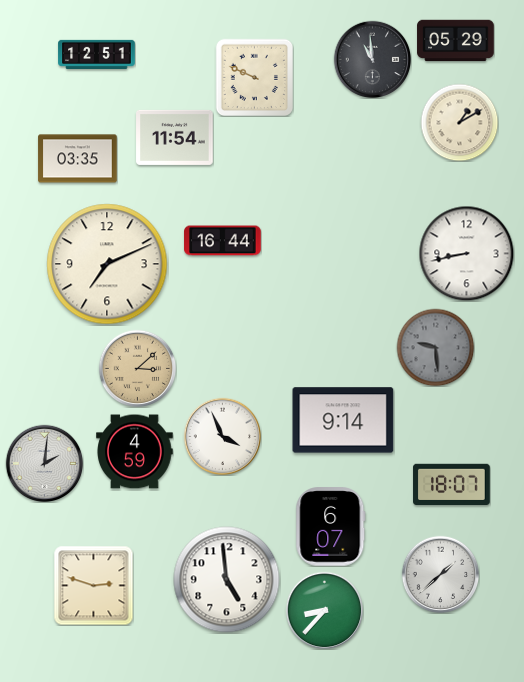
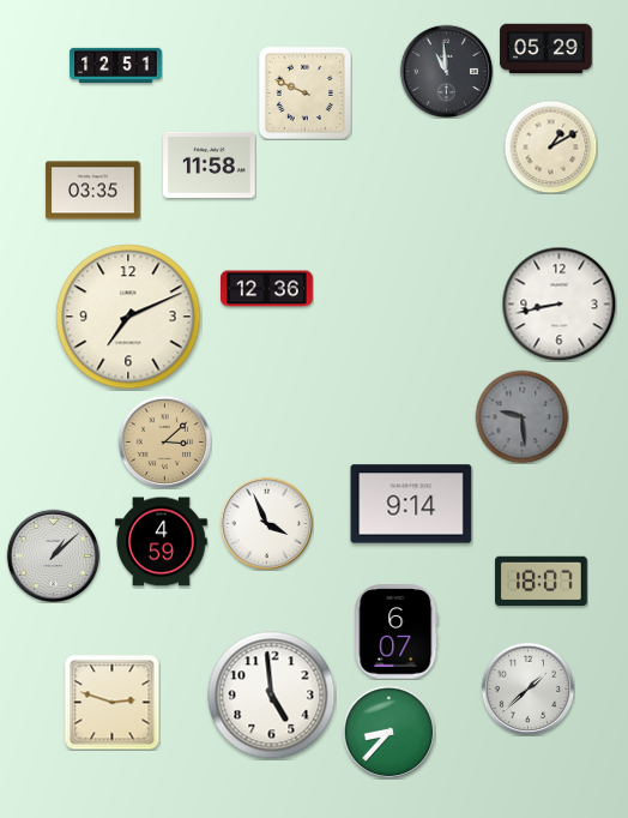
clock at (175, 137): 11:54 -> 11:58
clock at (223, 241): 16:44 -> 12:36
clock at (44, 463): 2:01 -> 1:08
